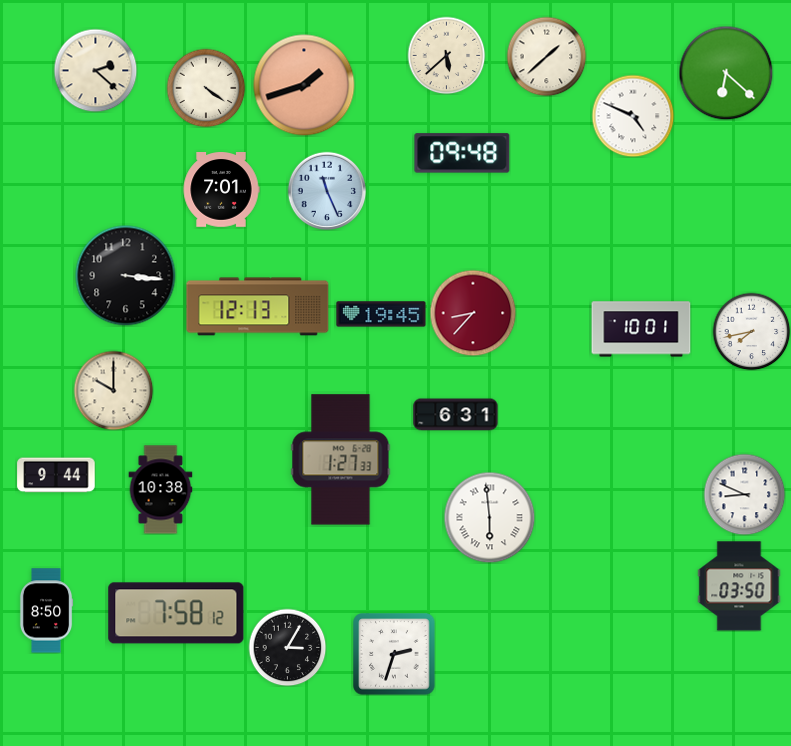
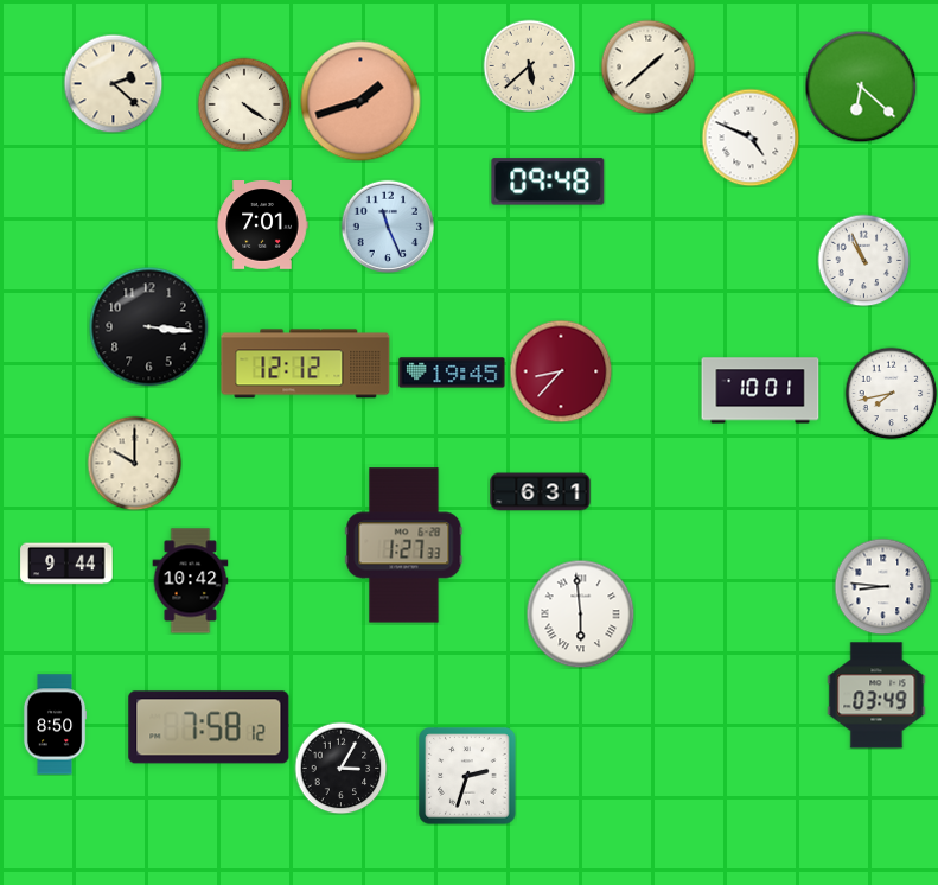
clock at (863, 260): none -> 10:56
clock at (258, 307): 12:13 -> 12:12
clock at (161, 490): 10:38 -> 10:42
clock at (744, 494): 8:49 -> 8:46
clock at (739, 586): 03:50 -> 03:49
